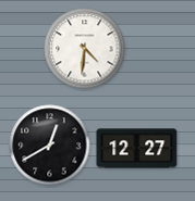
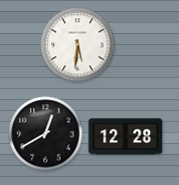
clock at (85, 49): 4:31 -> 5:31
clock at (137, 149): 12:27 -> 12:28
